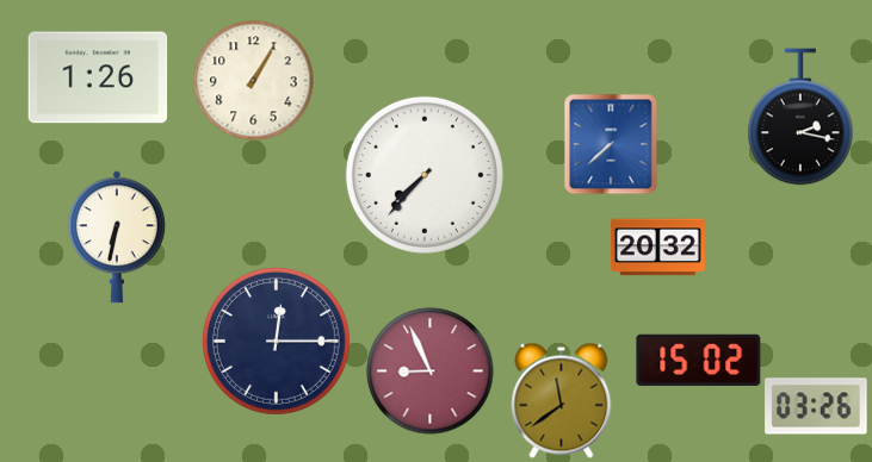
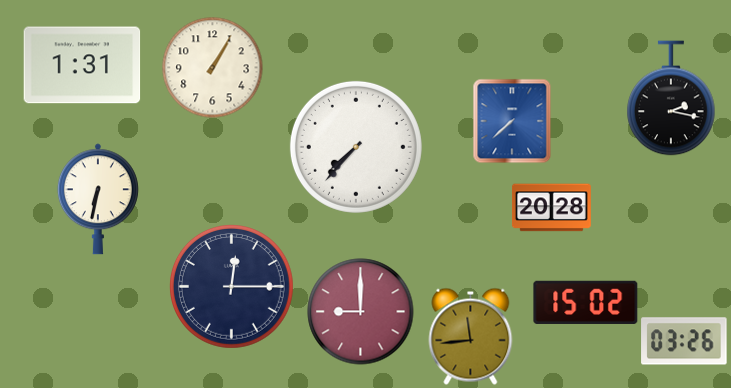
clock at (98, 77): 1:26 -> 1:31
clock at (657, 248): 20:32 -> 20:28
clock at (431, 372): 8:56 -> 9:00
clock at (562, 400): 11:39 -> 11:44
